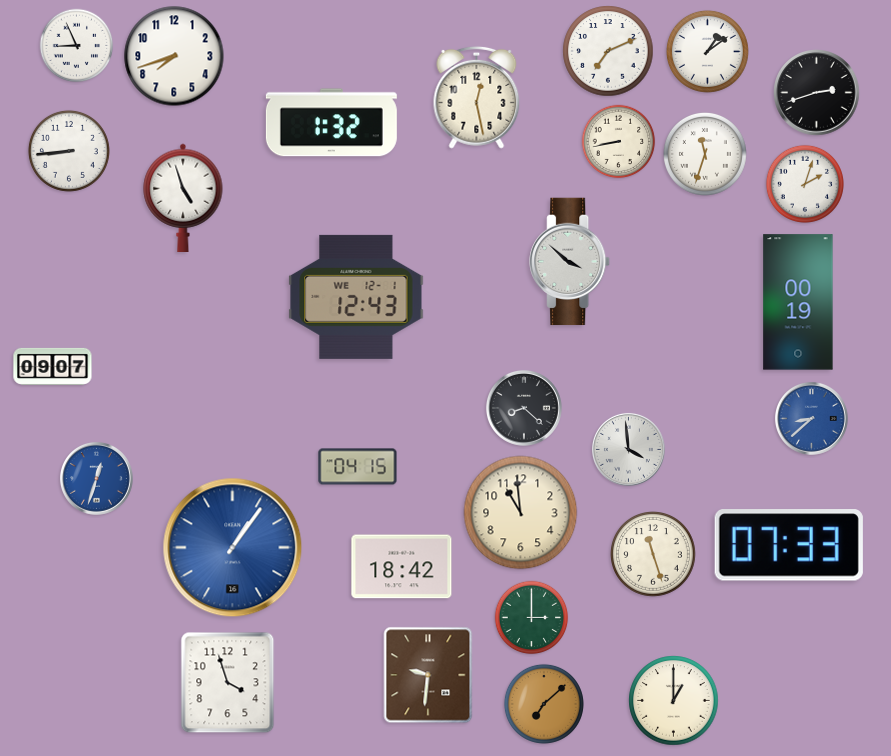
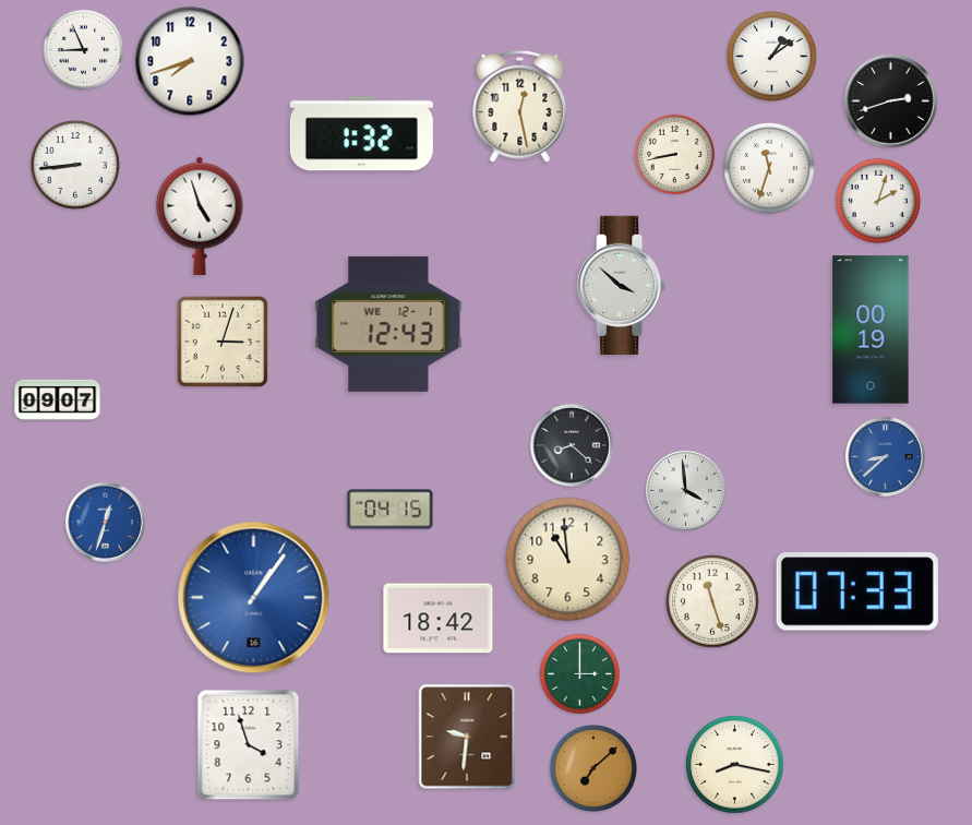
clock at (608, 51): 7:11 -> none
clock at (223, 342): none -> 3:03
clock at (789, 545) position: (789, 545) -> (857, 591)
clock at (654, 555) position: (654, 555) -> (713, 602)
clock at (674, 701): 1:00 -> 8:17
